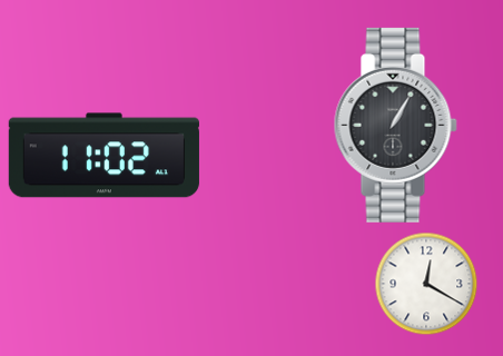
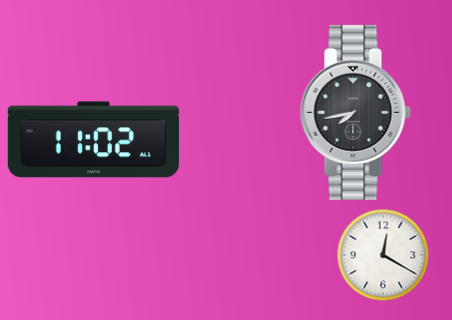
clock at (395, 125): 1:05 -> 7:43
